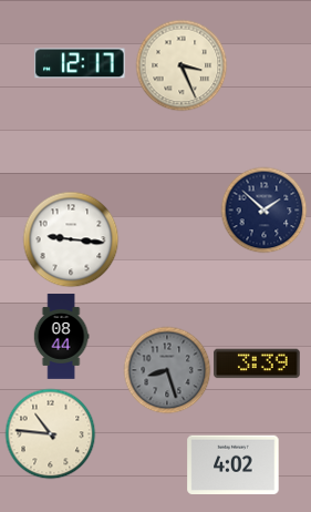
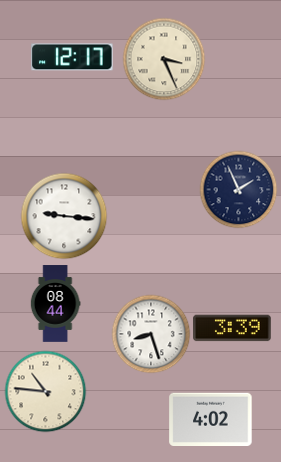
clock at (263, 209): 1:52 -> 1:56
clock at (167, 370) dial: grey -> white
